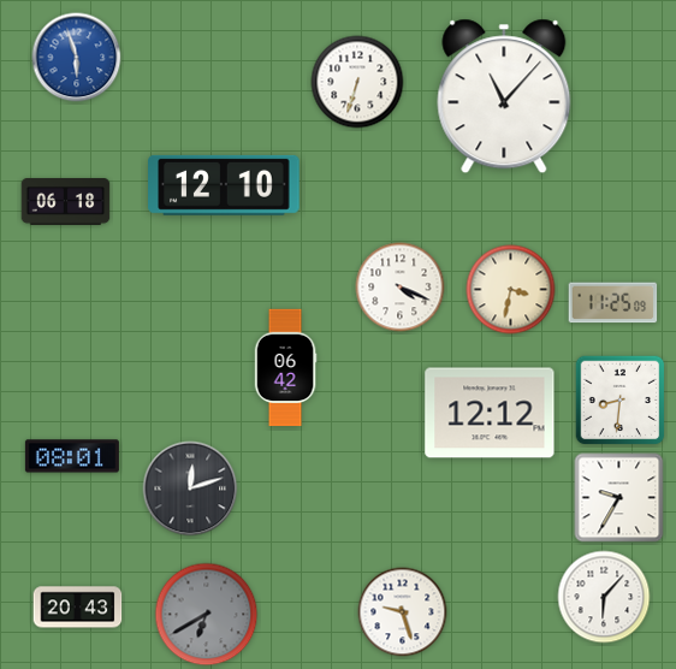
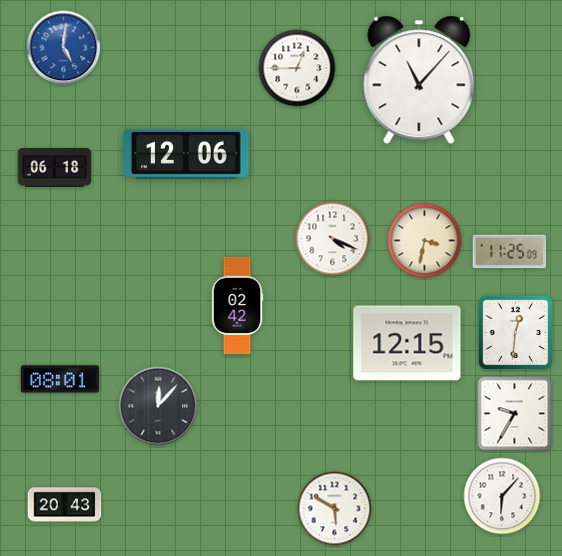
clock at (77, 58): 5:57 -> 5:01
clock at (357, 82): 6:33 -> 12:45
clock at (224, 185): 12:10 -> 12:06
clock at (285, 368): 06:42 -> 02:42
clock at (621, 401): 8:31 -> 12:31
clock at (490, 413): 12:12 -> 12:15
clock at (190, 489): 12:12 -> 12:07
clock at (403, 612): 9:27 -> 5:50
clock at (207, 615): 6:40 -> none
